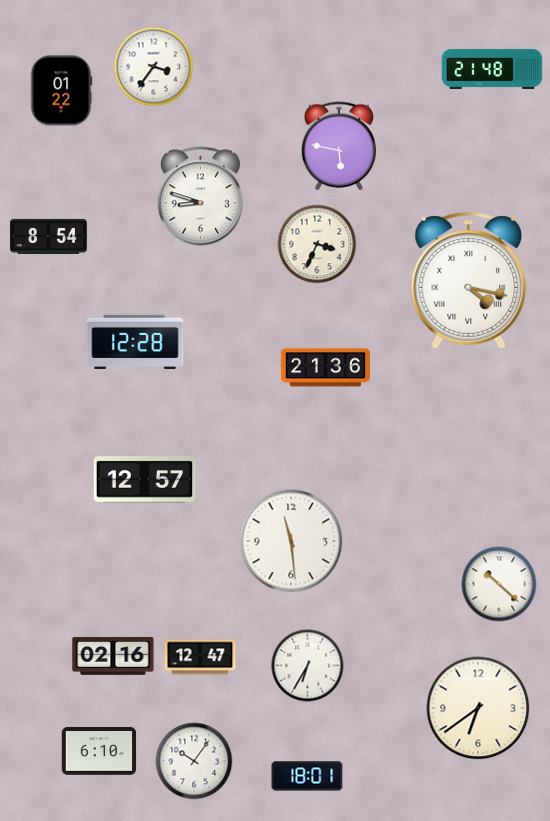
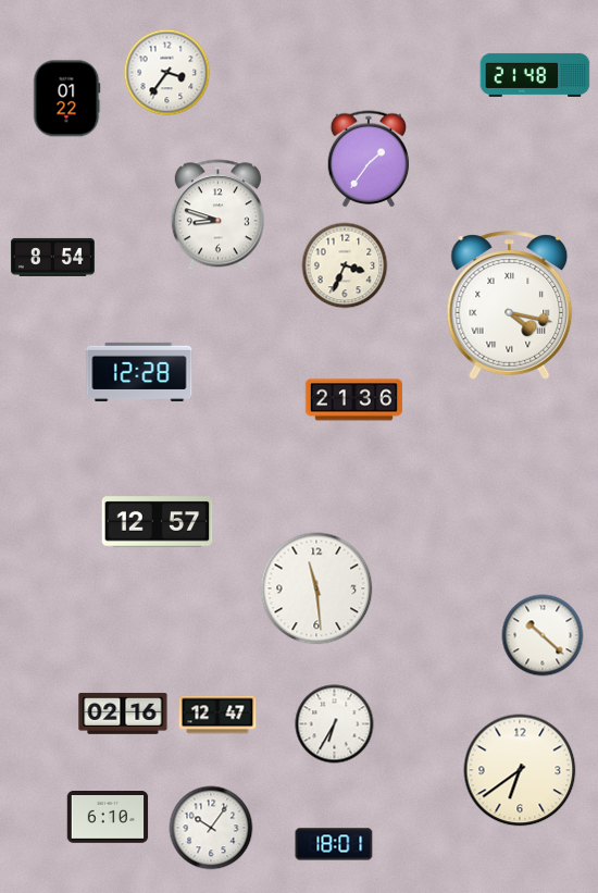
clock at (339, 146): 5:47 -> 1:36
clock at (135, 342) position: (135, 342) -> (139, 372)
